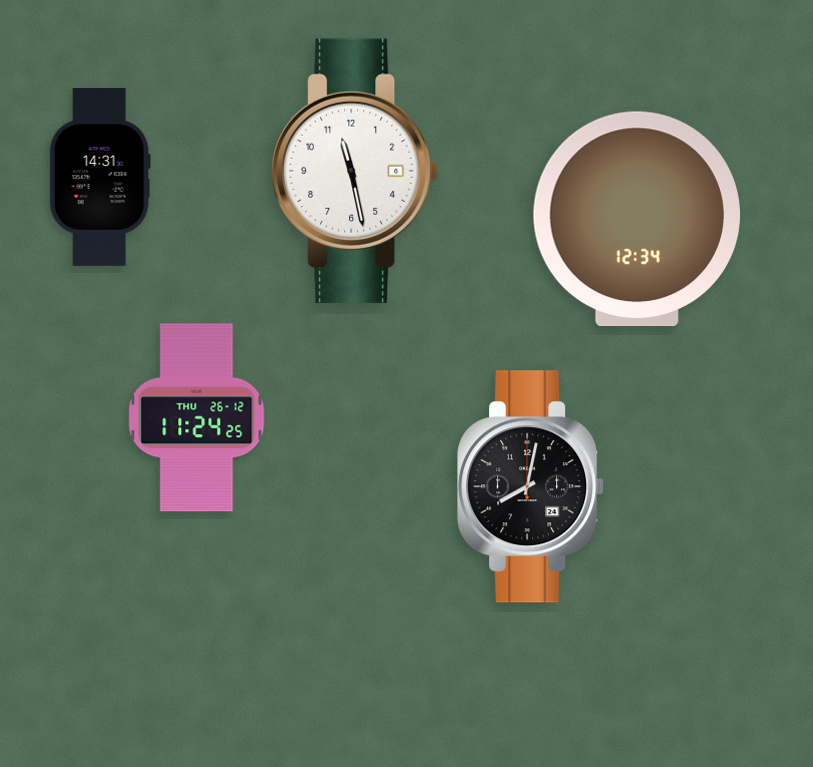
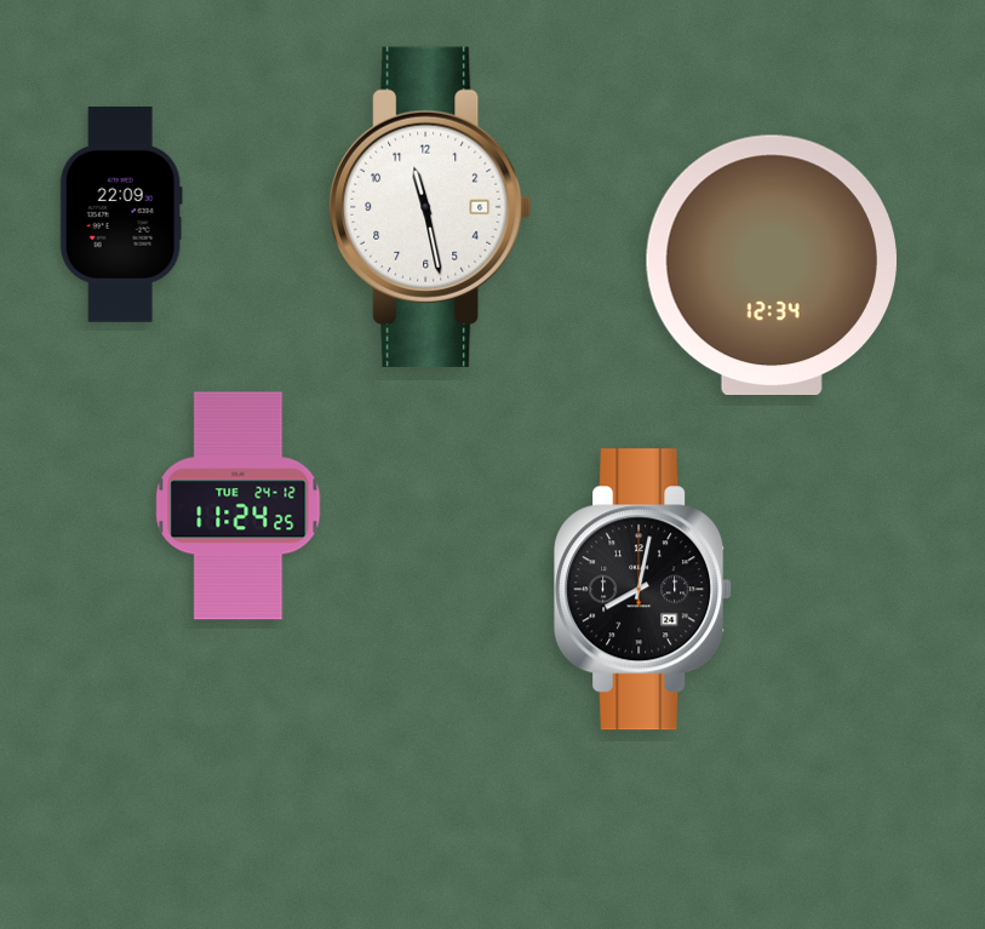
clock at (100, 177): 14:31 -> 22:09
clock at (197, 418) date: THU 26-12 -> TUE 24-12
